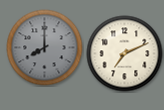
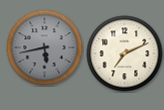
clock at (45, 48): 8:00 -> 5:43
